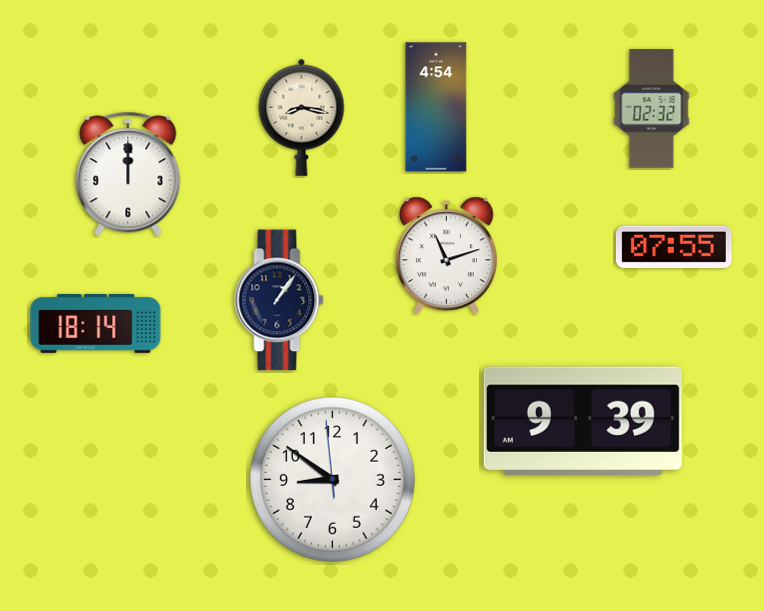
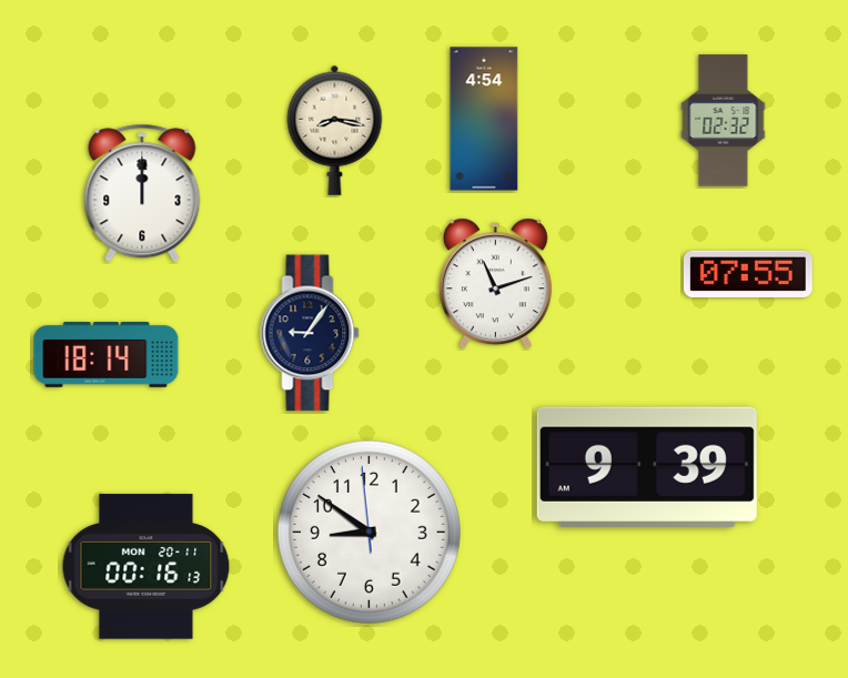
clock at (279, 300): 1:06 -> 9:06
clock at (96, 324) position: (96, 324) -> (107, 355)
clock at (147, 567): none -> 00:16
